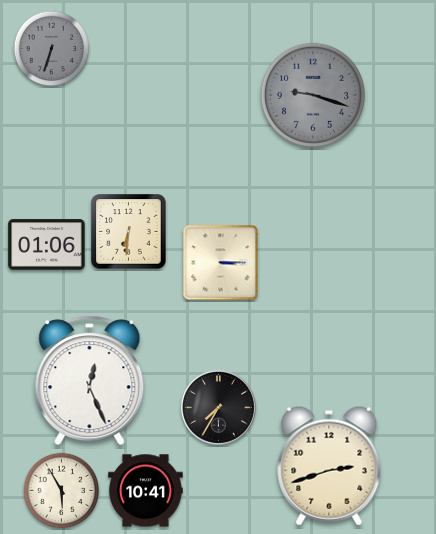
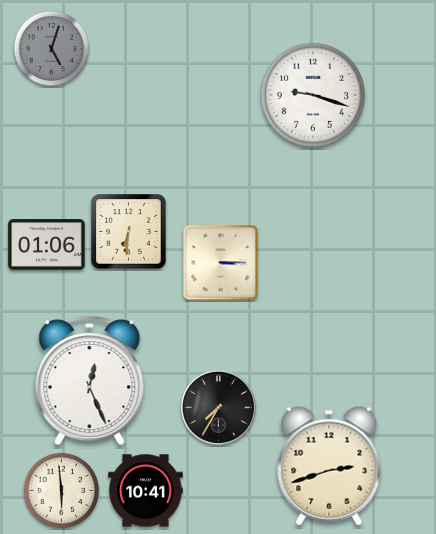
clock at (52, 49): 6:33 -> 5:03
clock at (313, 95) dial: grey -> white
clock at (62, 491): 5:55 -> 5:59
